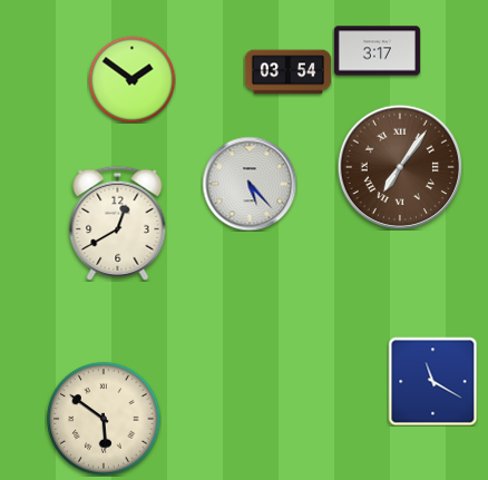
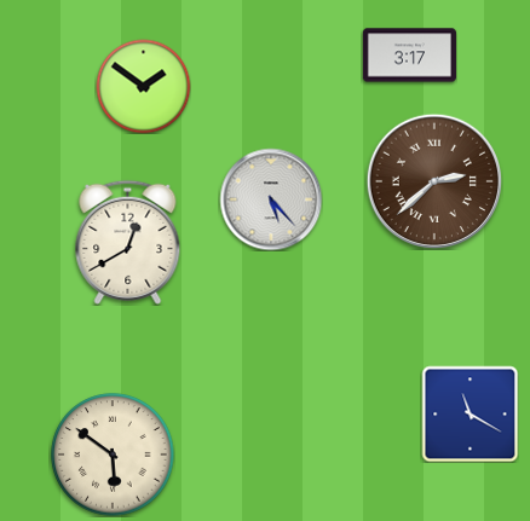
clock at (287, 72): 03:54 -> none
clock at (399, 166): 7:06 -> 2:38
